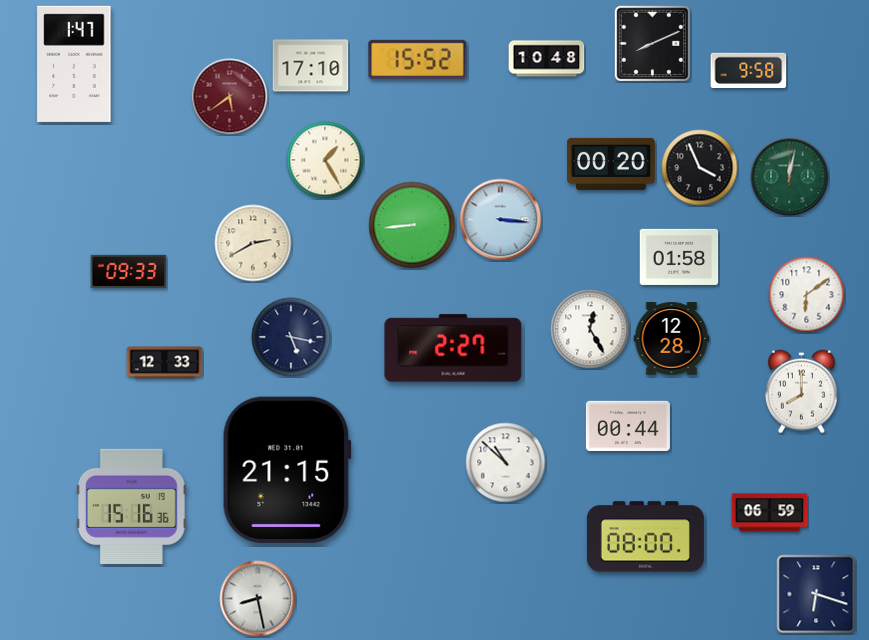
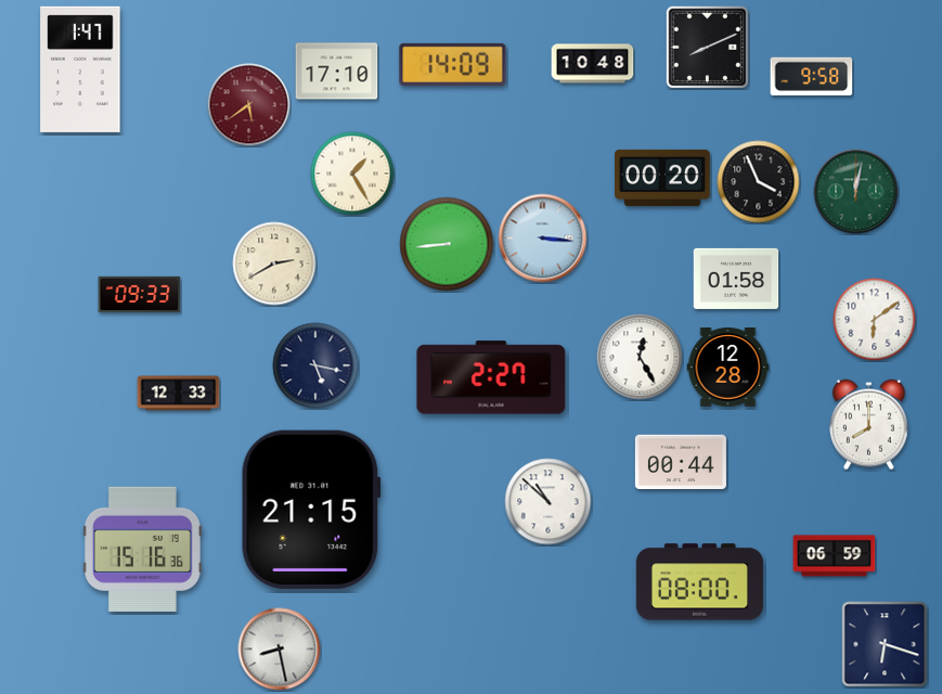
clock at (418, 59): 15:52 -> 14:09
